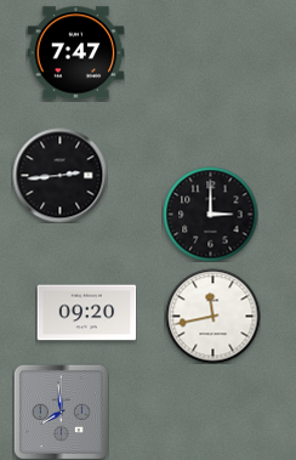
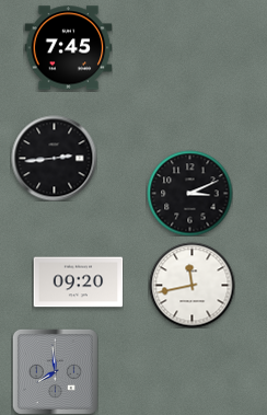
clock at (75, 53): 7:47 -> 7:45
clock at (210, 214): 3:00 -> 3:11
